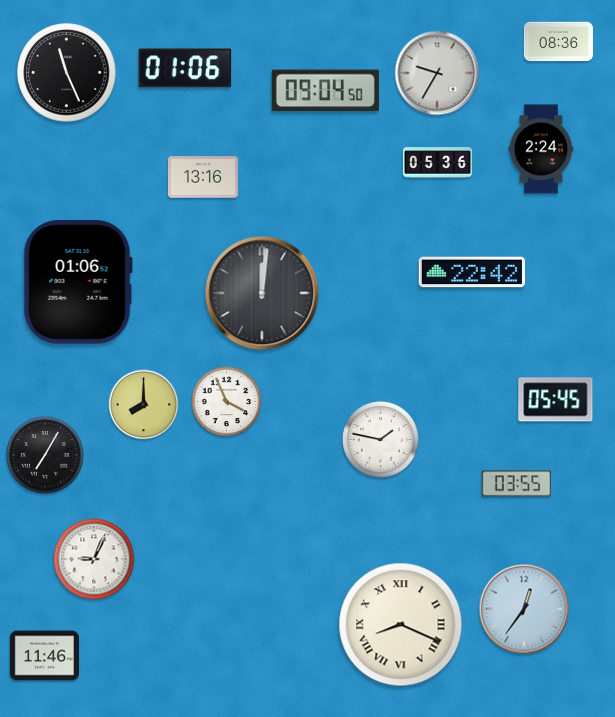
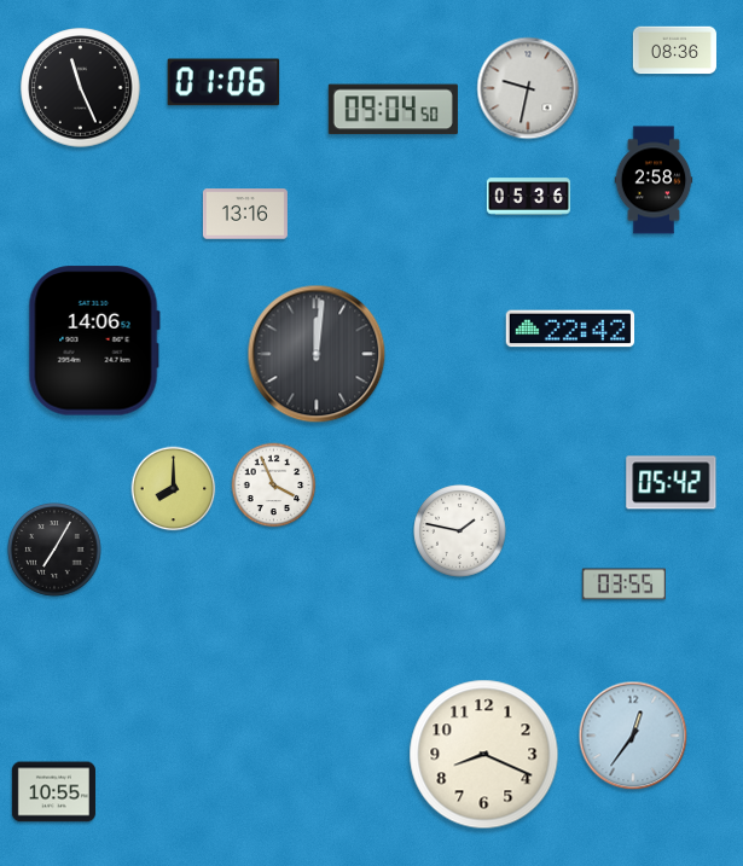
clock at (437, 73): 9:35 -> 9:32
clock at (541, 149): 2:24 -> 2:58
clock at (78, 282): 01:06 -> 14:06
clock at (556, 400): 05:45 -> 05:42
clock at (94, 559): 9:04 -> none
clock at (401, 625) numerals: Roman -> Arabic
clock at (44, 656): 11:46 -> 10:55
